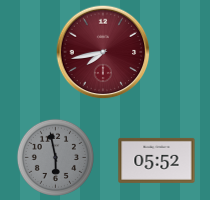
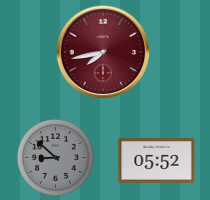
clock at (55, 157): 5:58 -> 8:52
